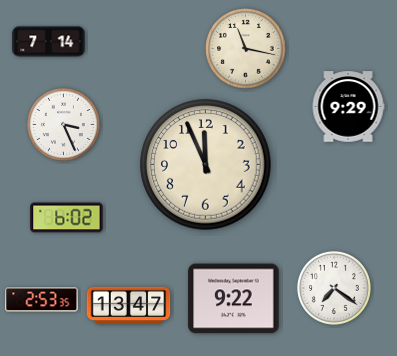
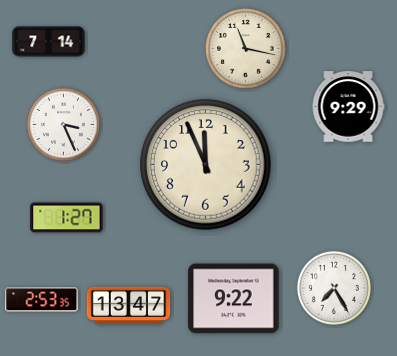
clock at (67, 218): 6:02 -> 1:27
clock at (334, 288): 7:21 -> 7:25
